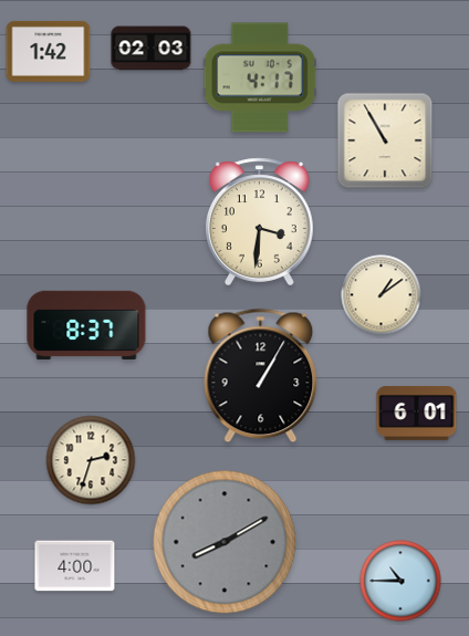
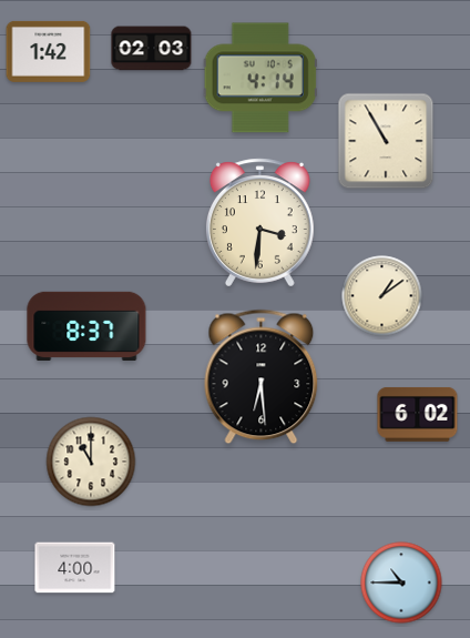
clock at (260, 77): 4:17 -> 4:14
clock at (261, 376): 1:05 -> 6:29
clock at (417, 413): 6:01 -> 6:02
clock at (91, 460): 2:33 -> 11:00
clock at (225, 542): 8:10 -> none
